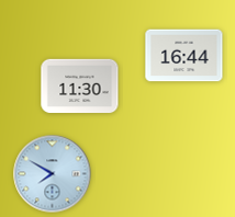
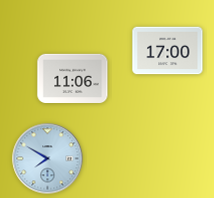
clock at (184, 56): 16:44 -> 17:00
clock at (80, 87): 11:30 -> 11:06
